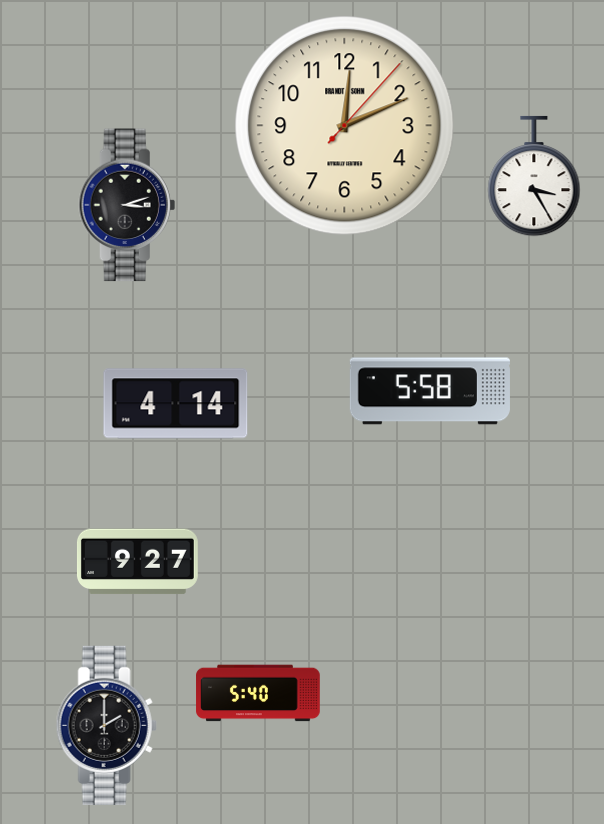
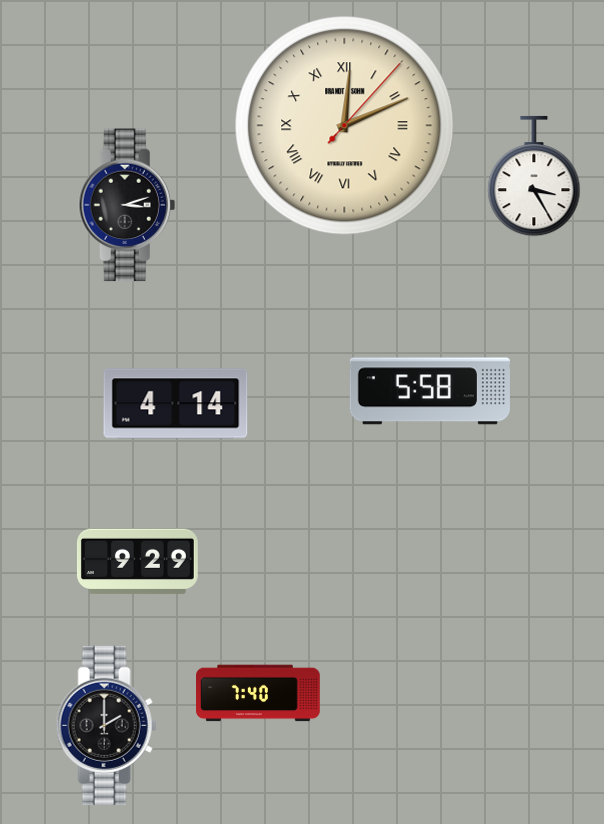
clock at (345, 126) numerals: Arabic -> Roman
clock at (137, 562): 9:27 -> 9:29
clock at (258, 693): 5:40 -> 7:40
